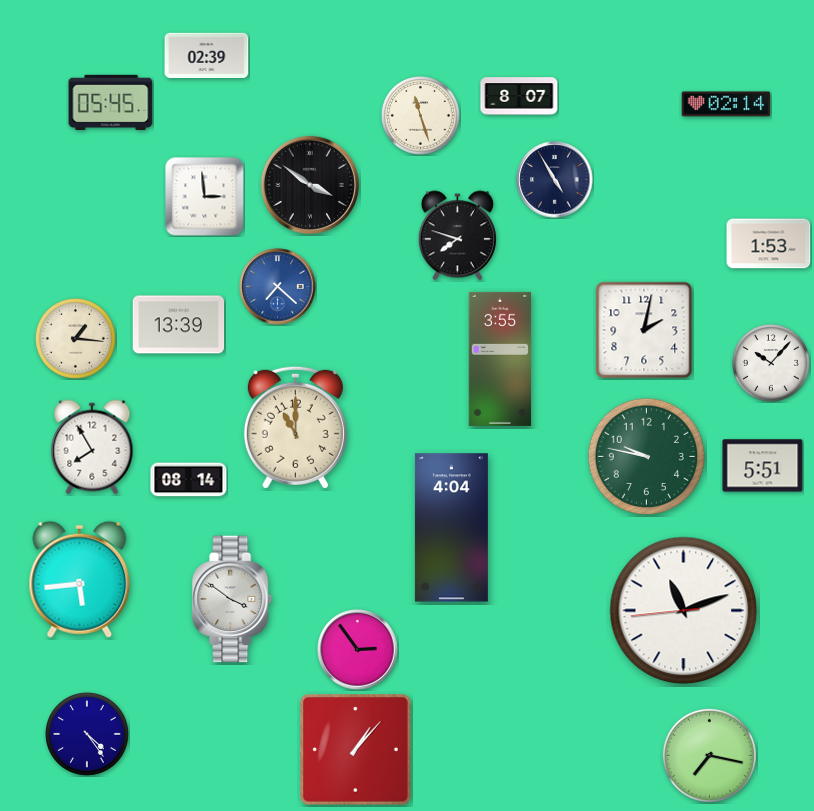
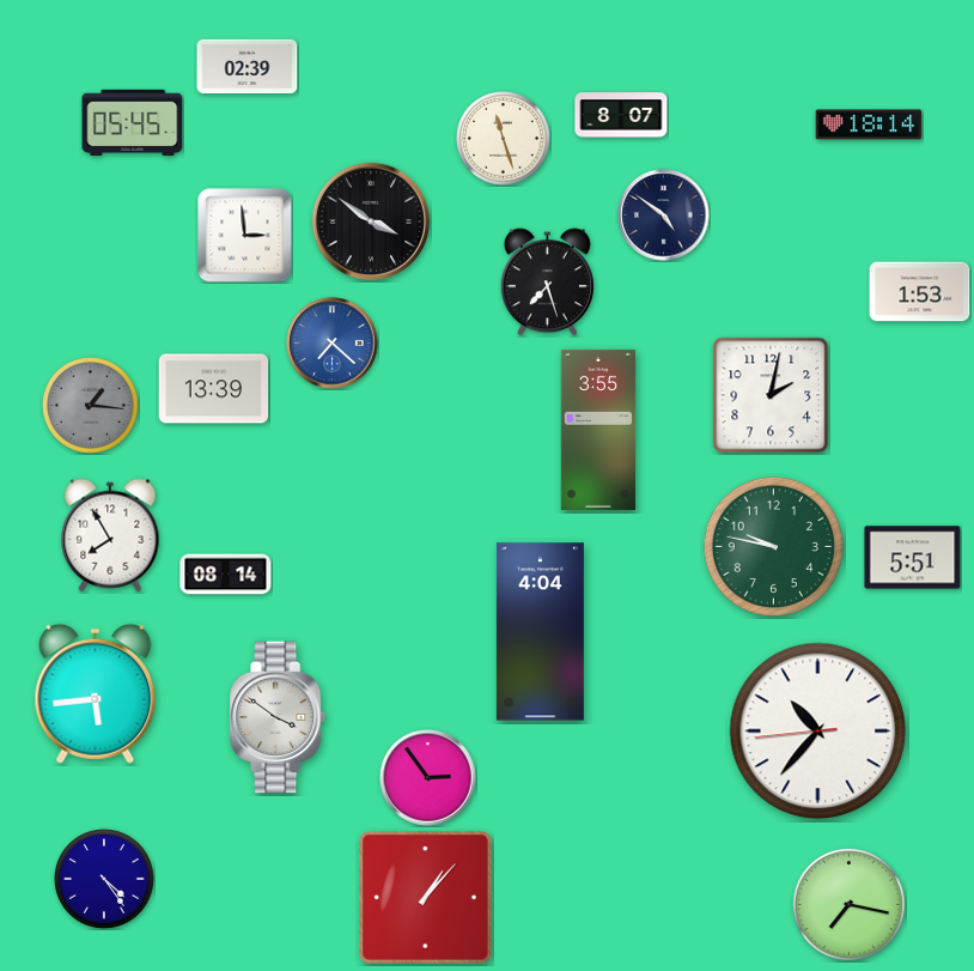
clock at (726, 104): 02:14 -> 18:14
clock at (555, 180): 4:55 -> 4:51
clock at (457, 236): 7:48 -> 7:27
clock at (76, 339) dial: cream -> grey
clock at (771, 363): 10:07 -> none
clock at (295, 427): 11:00 -> none
clock at (684, 611): 11:11 -> 10:36
